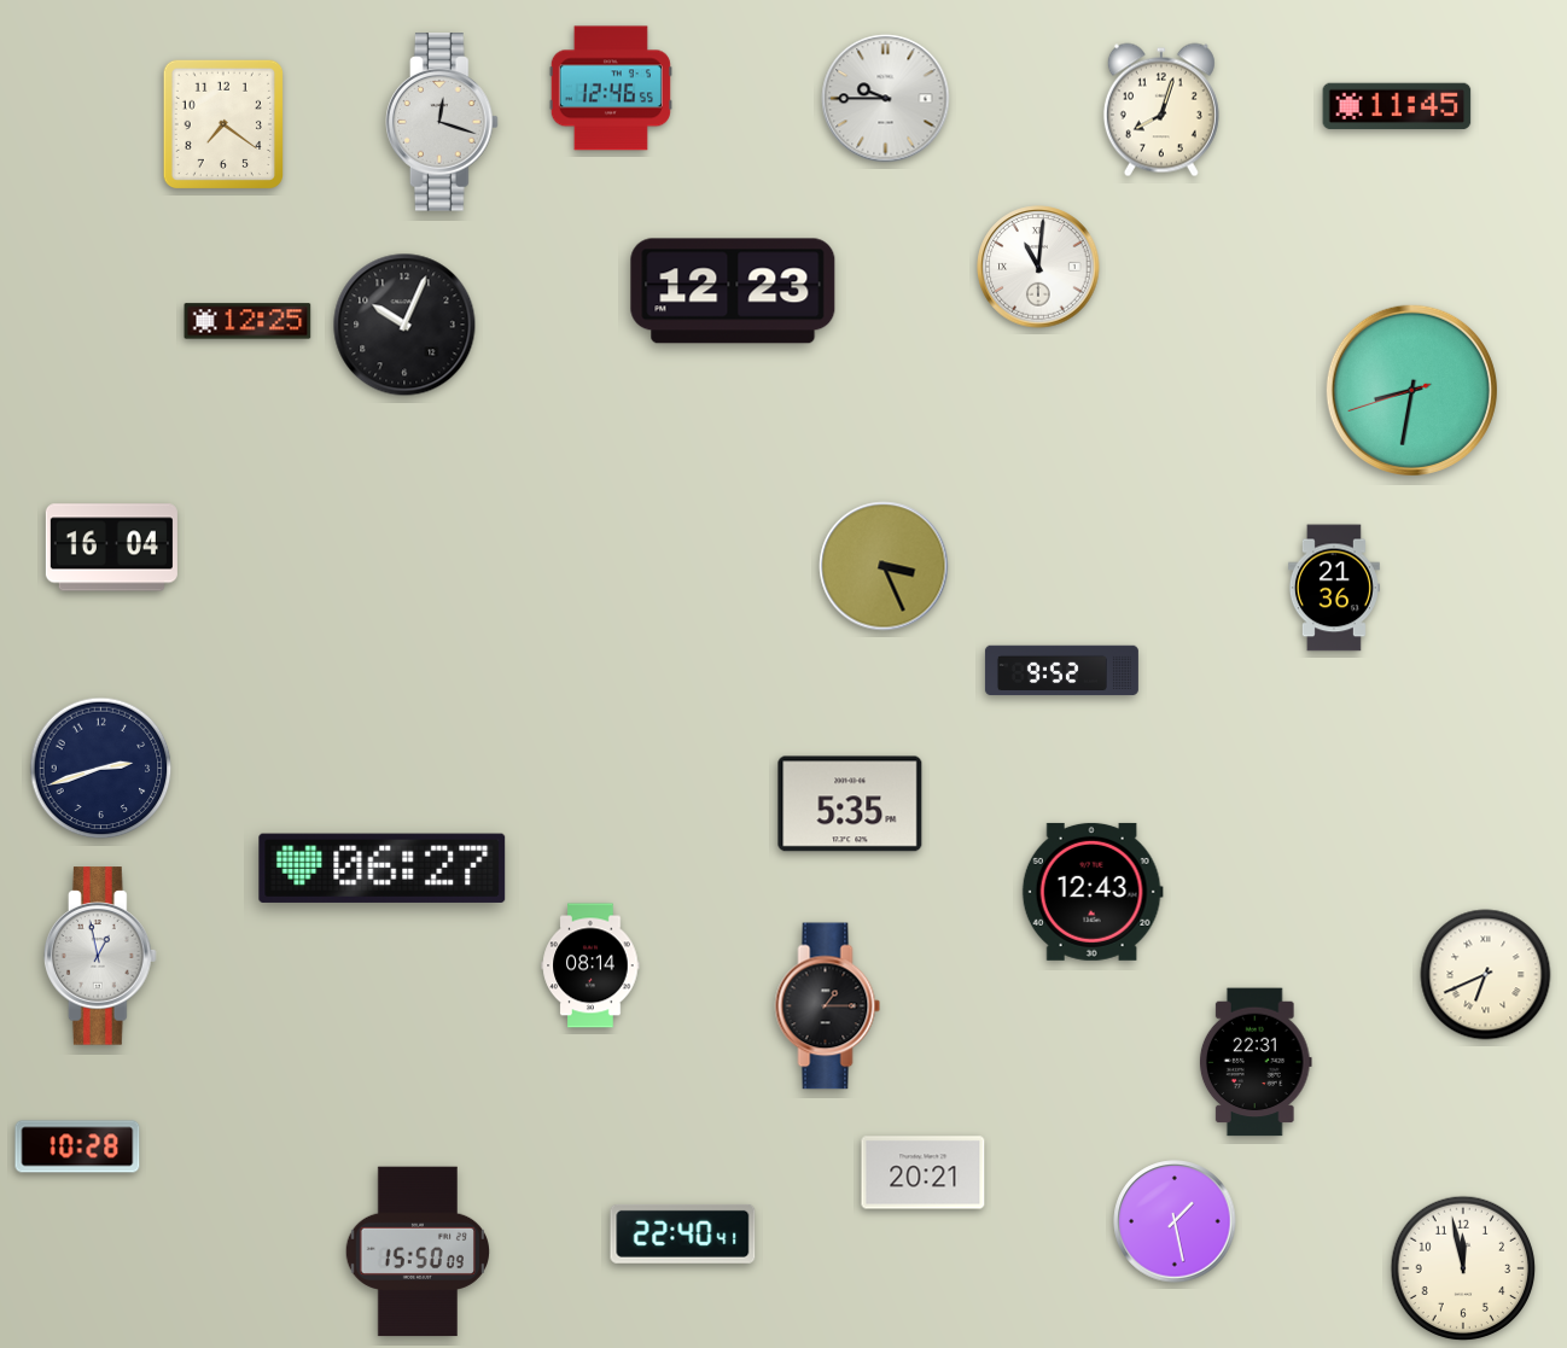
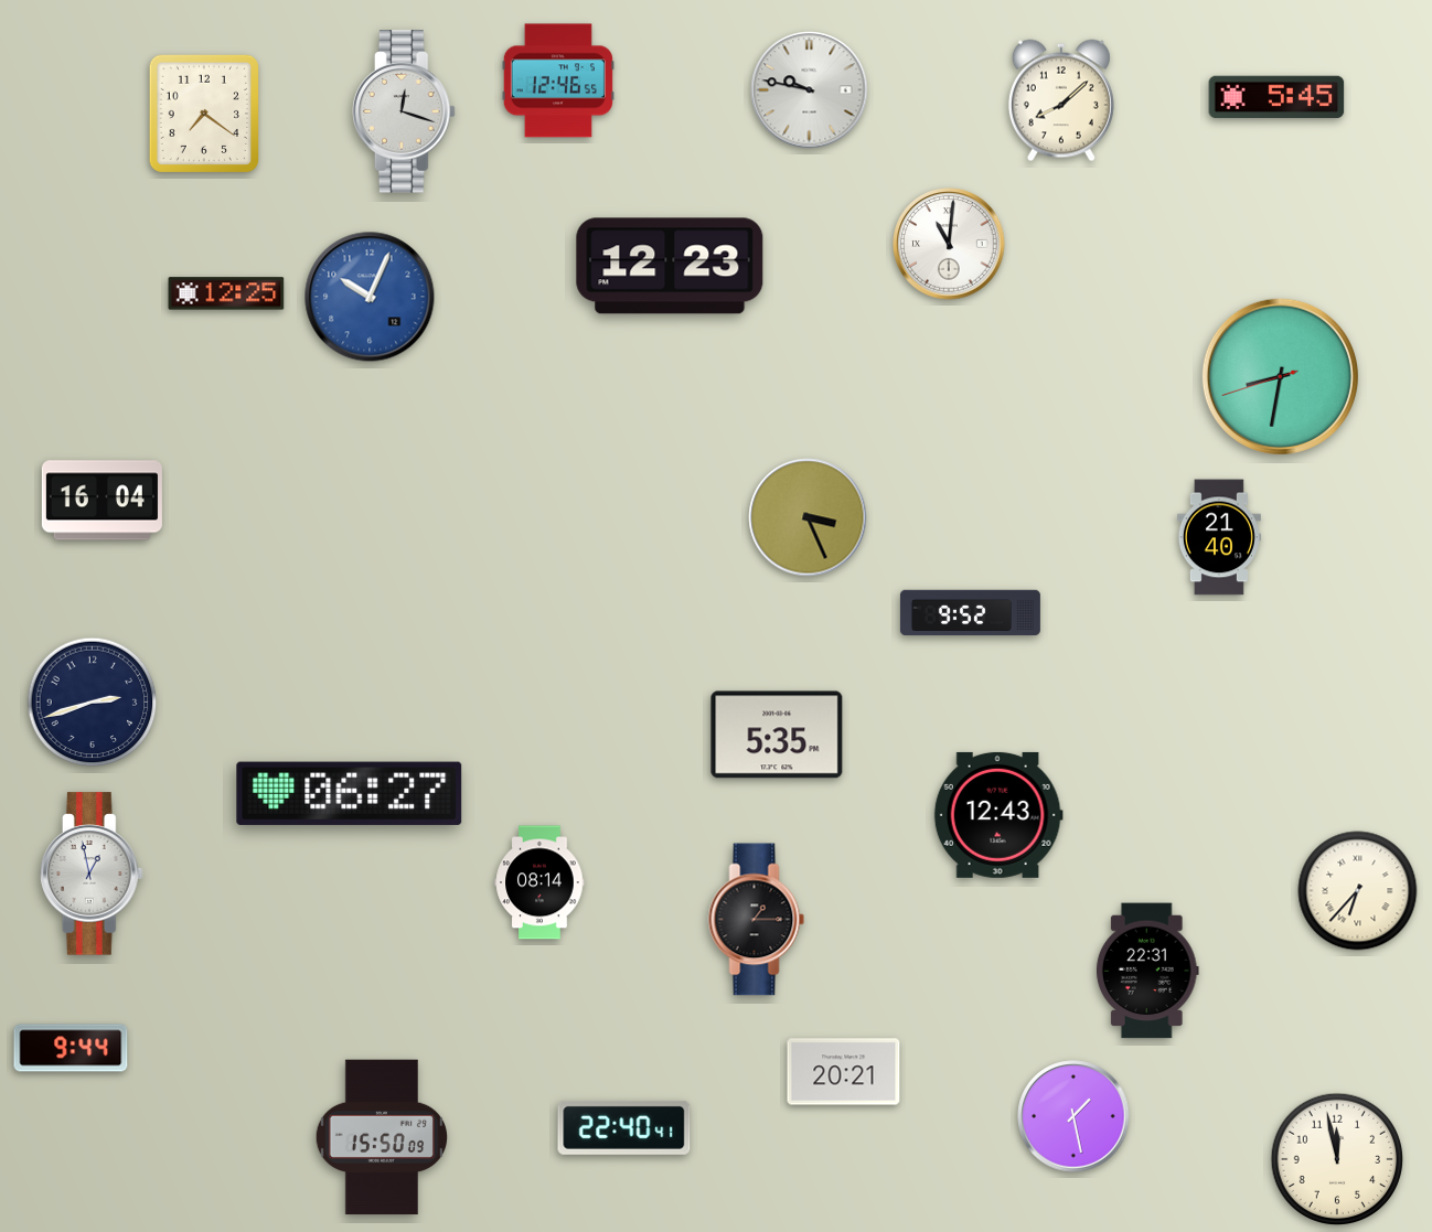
clock at (886, 99): 9:45 -> 9:47
clock at (1397, 106): 11:45 -> 5:45
clock at (1161, 110): 8:03 -> 8:08
clock at (404, 325) dial: black -> blue
clock at (1411, 390) position: (1411, 390) -> (1280, 376)
clock at (1334, 588): 21:36 -> 21:40
clock at (1486, 975): 6:41 -> 6:37
clock at (77, 1146): 10:28 -> 9:44
clock at (416, 1251) position: (416, 1251) -> (381, 1137)
